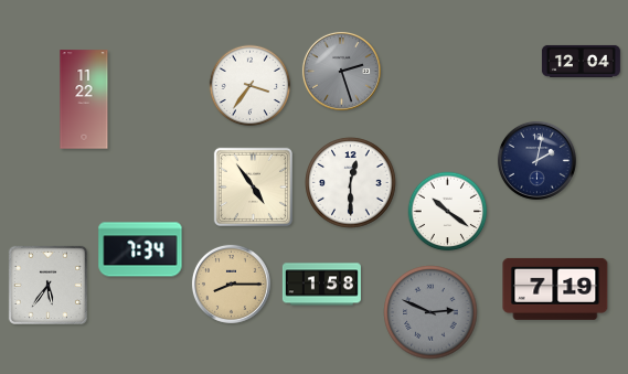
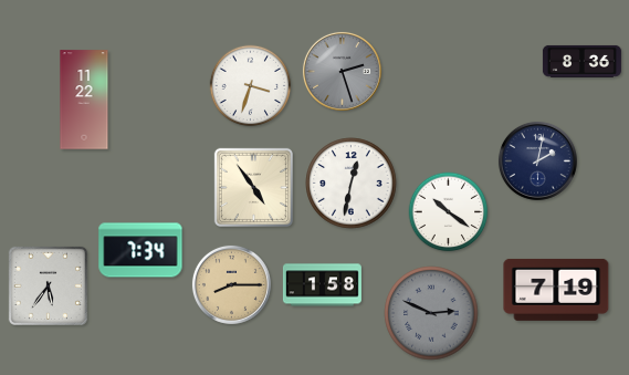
clock at (581, 61): 12:04 -> 8:36
clock at (251, 86): 3:36 -> 3:33
clock at (351, 183): 12:30 -> 12:32
